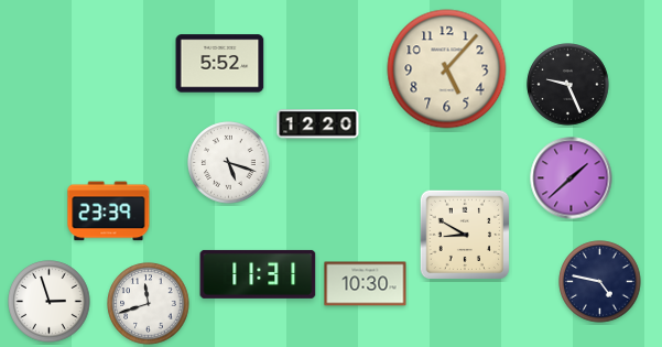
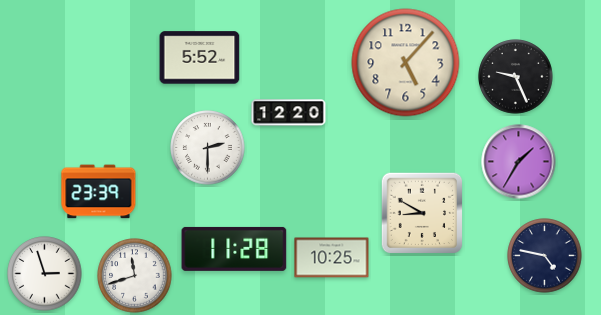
clock at (229, 163): 5:18 -> 2:30
clock at (572, 178): 1:38 -> 1:35
clock at (258, 274): 11:31 -> 11:28
clock at (366, 284): 10:30 -> 10:25
